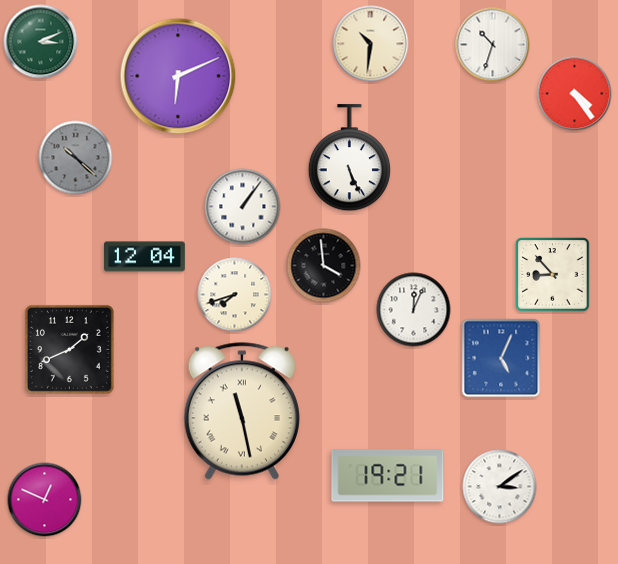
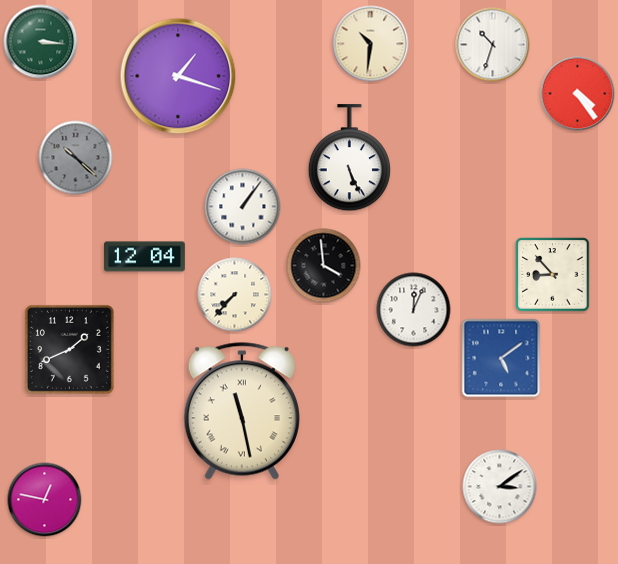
clock at (41, 42): 3:11 -> 3:16
clock at (178, 76): 6:11 -> 1:18
clock at (575, 94) position: (575, 94) -> (578, 94)
clock at (235, 295): 7:42 -> 7:37
clock at (501, 358): 5:04 -> 5:09
clock at (388, 476): 19:21 -> none
clock at (45, 500): 12:49 -> 12:47
